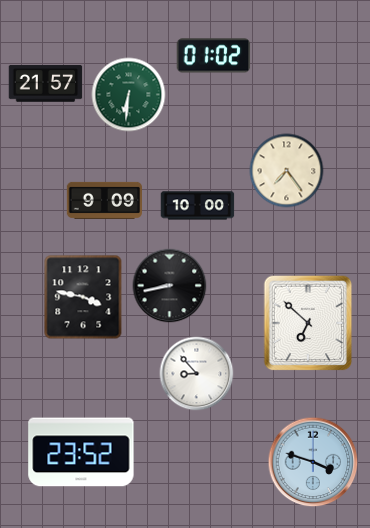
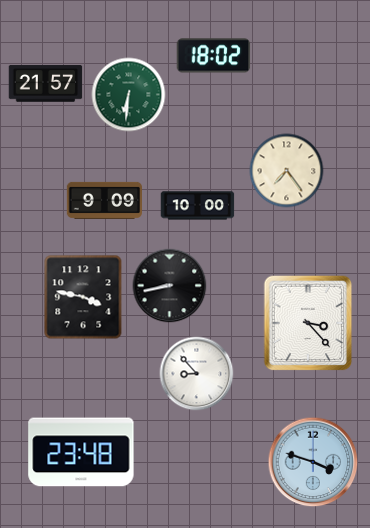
clock at (214, 56): 01:02 -> 18:02
clock at (308, 323): 6:52 -> 3:23
clock at (81, 452): 23:52 -> 23:48
